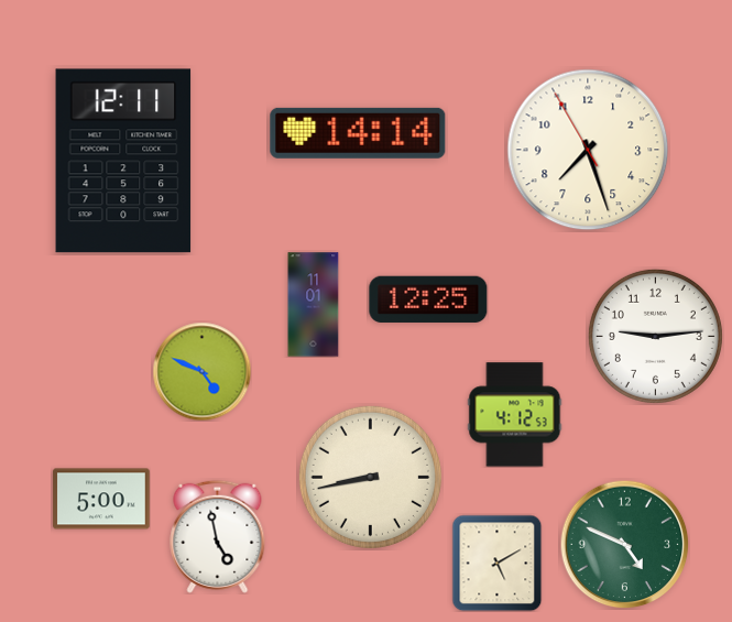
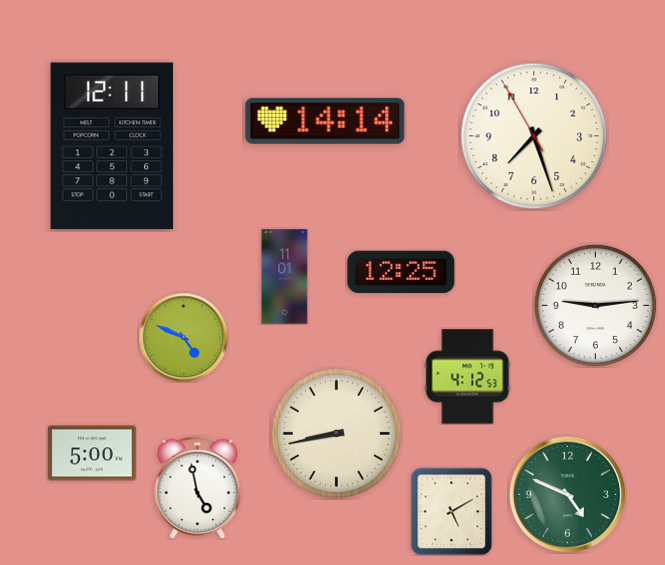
clock at (428, 298) position: (428, 298) -> (401, 271)
